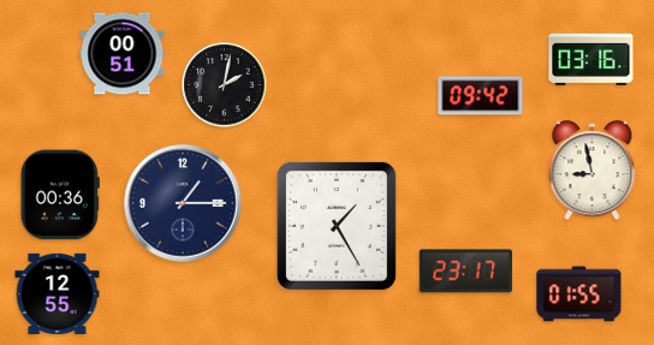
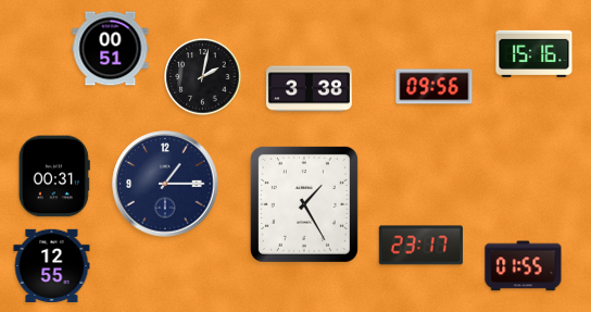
clock at (591, 59): 03:16 -> 15:16
clock at (481, 96): 09:42 -> 09:56
clock at (309, 89): none -> 3:38
clock at (593, 171): 8:58 -> none
clock at (60, 195): 00:36 -> 00:31
